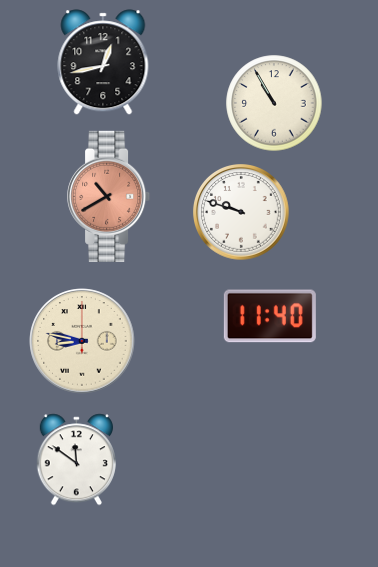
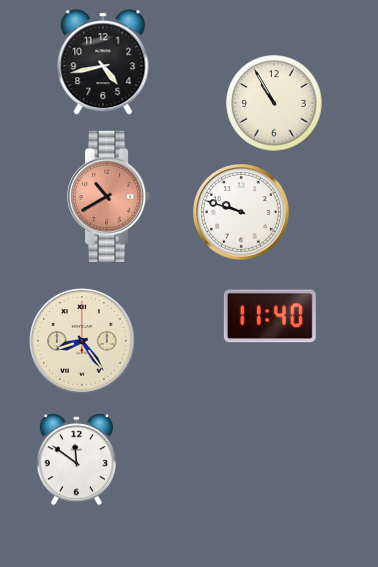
clock at (103, 62): 12:43 -> 4:43
clock at (82, 341): 8:47 -> 8:24
